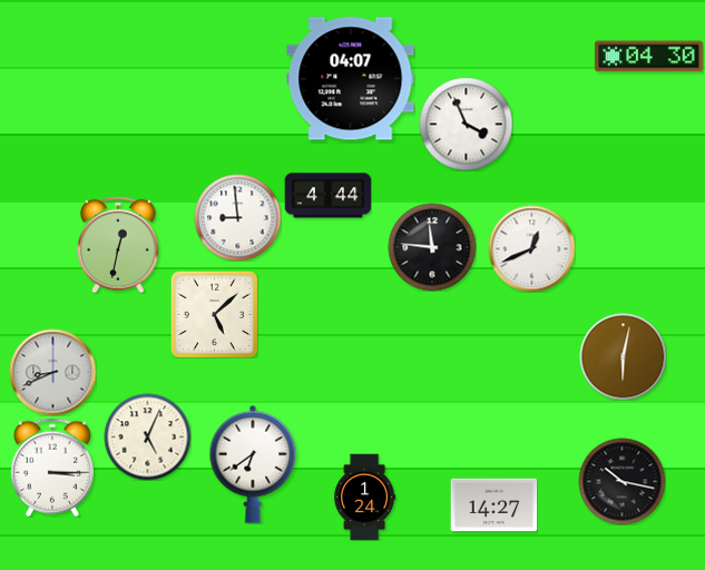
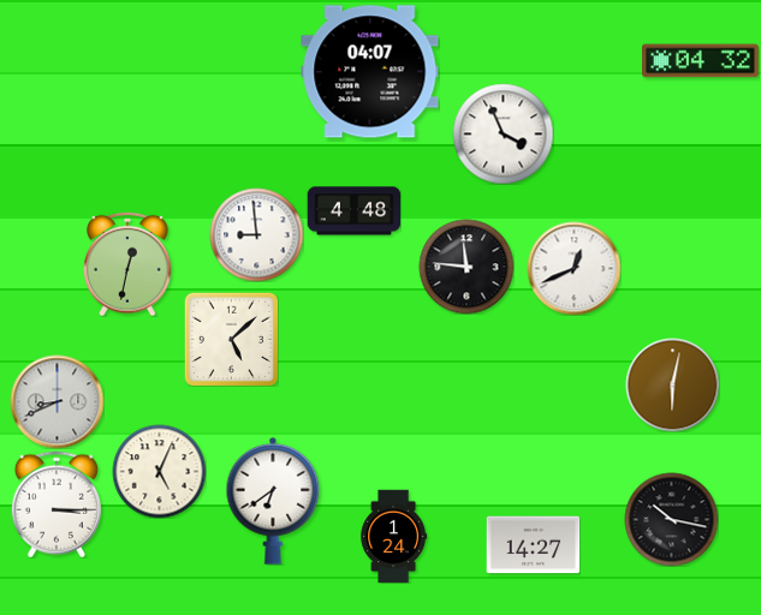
clock at (649, 57): 04:30 -> 04:32
clock at (351, 79) position: (351, 79) -> (370, 72)
clock at (327, 196): 4:44 -> 4:48
